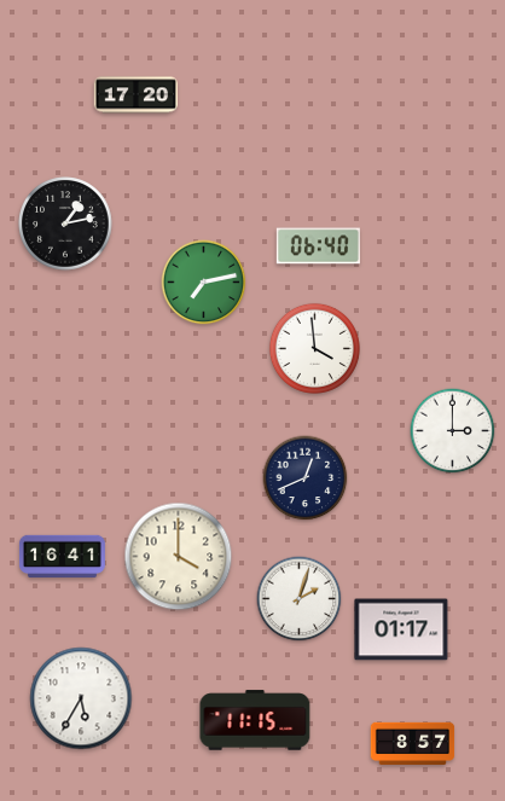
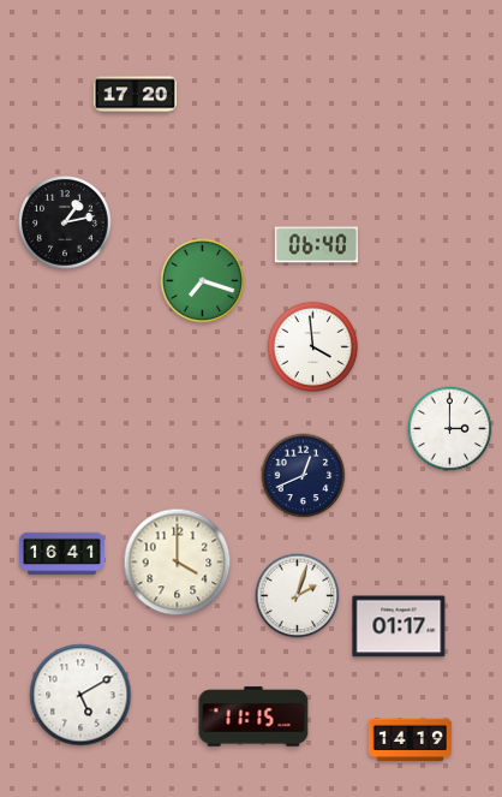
clock at (204, 283): 7:13 -> 7:18
clock at (179, 557) position: (179, 557) -> (178, 563)
clock at (81, 698): 5:35 -> 5:10
clock at (413, 743): 8:57 -> 14:19
